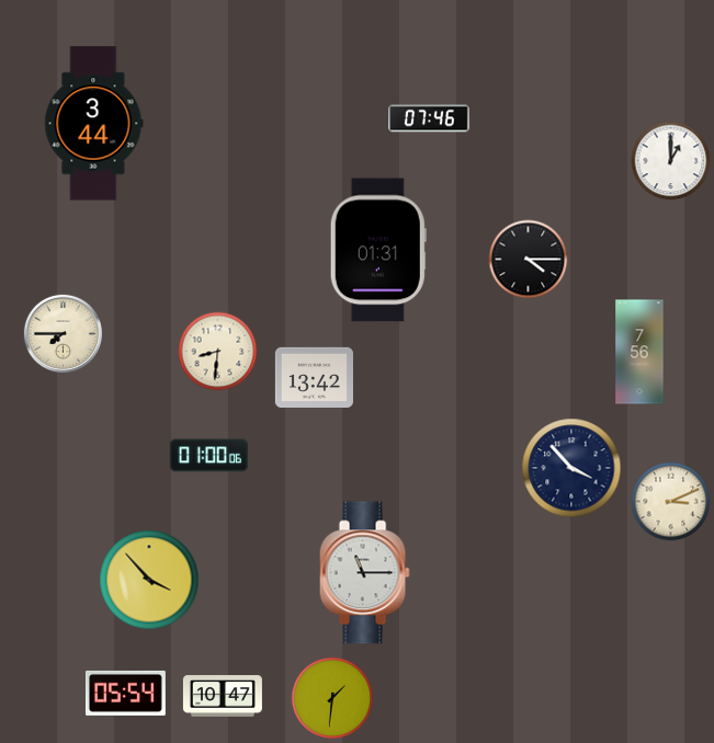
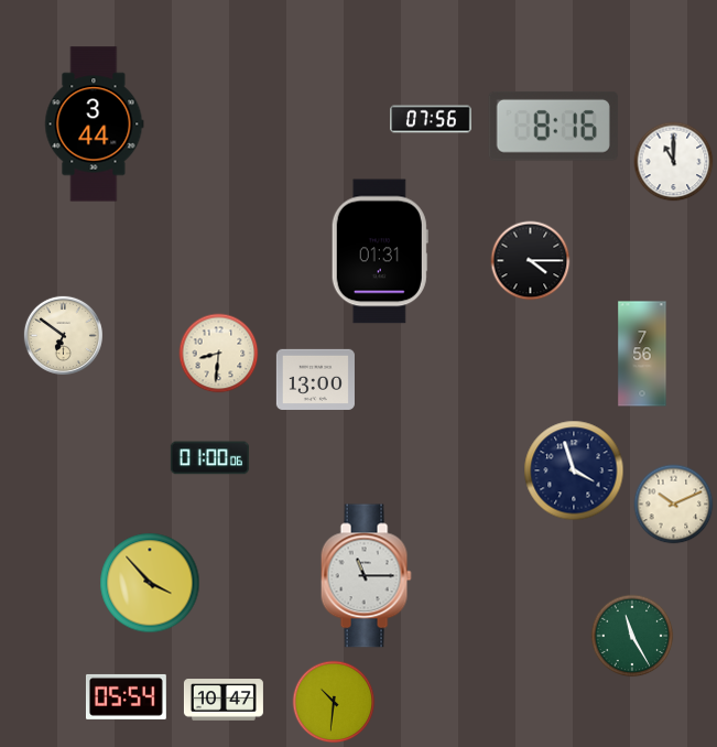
clock at (429, 118): 07:46 -> 07:56
clock at (553, 126): none -> 8:16
clock at (671, 161): 1:00 -> 11:00
clock at (63, 333): 7:45 -> 6:51
clock at (314, 377): 13:42 -> 13:00
clock at (571, 468): 3:53 -> 3:57
clock at (671, 502): 3:11 -> 10:11
clock at (632, 636): none -> 11:25
clock at (332, 698): 1:31 -> 10:31
